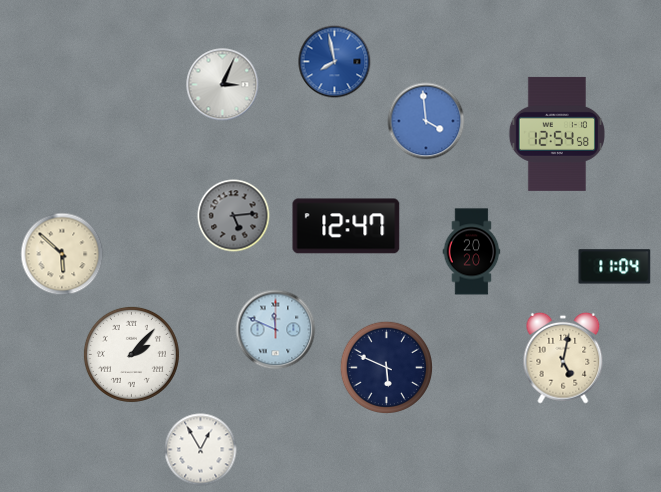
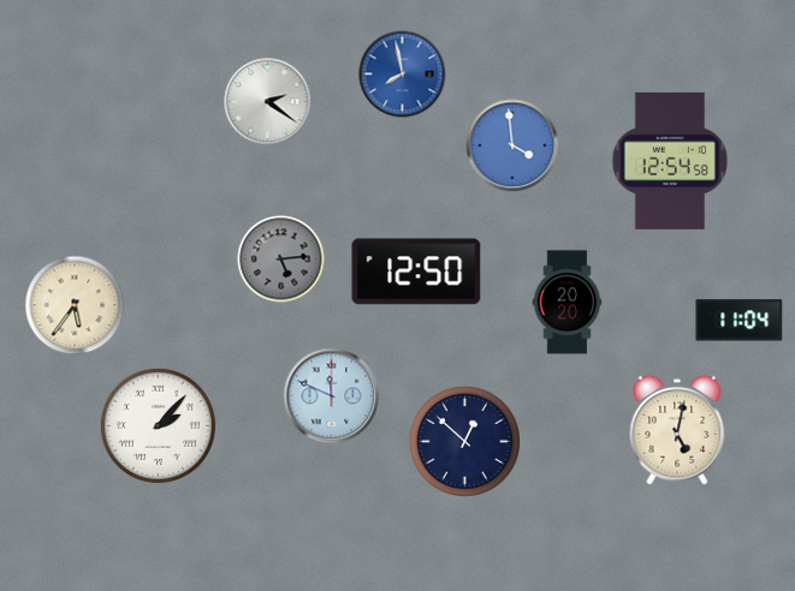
clock at (223, 85): 3:04 -> 2:21
clock at (346, 226): 12:47 -> 12:50
clock at (62, 254): 5:52 -> 5:36
clock at (386, 367): 5:49 -> 12:52
clock at (201, 450): 12:55 -> none
